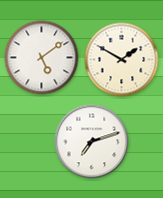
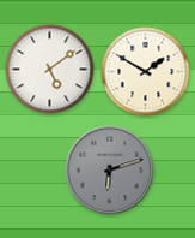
clock at (92, 142): 7:12 -> 6:12
clock at (92, 142) dial: white -> grey
